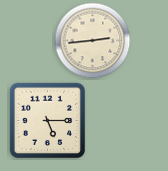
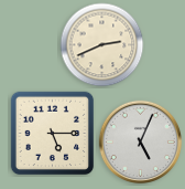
clock at (93, 41): 2:44 -> 2:41
clock at (141, 143): none -> 5:04
